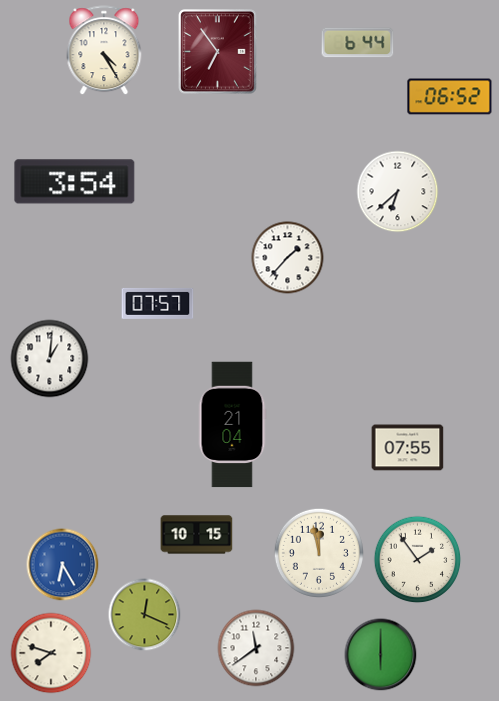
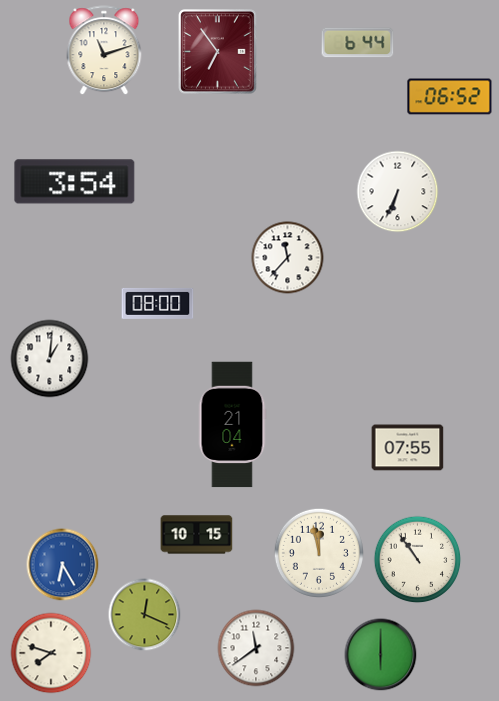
clock at (104, 51): 4:25 -> 11:12
clock at (398, 192): 6:38 -> 6:34
clock at (288, 258): 1:37 -> 11:37
clock at (158, 303): 07:57 -> 08:00
clock at (418, 560): 1:54 -> 10:54
